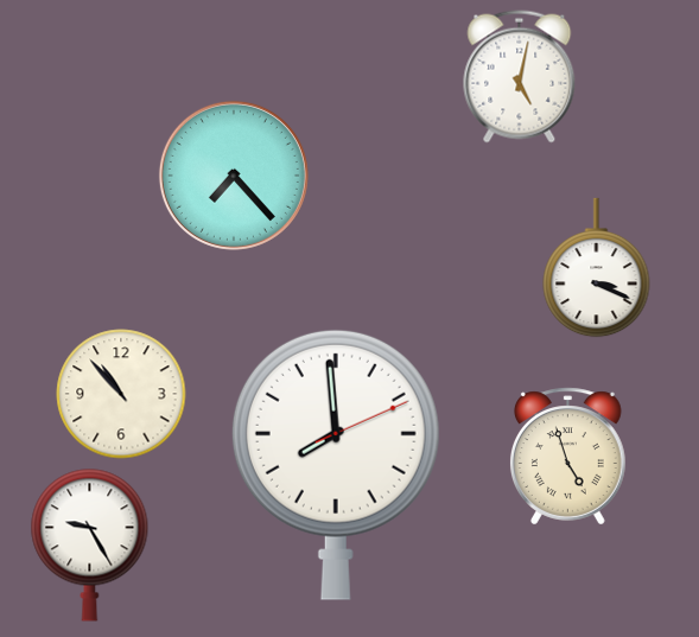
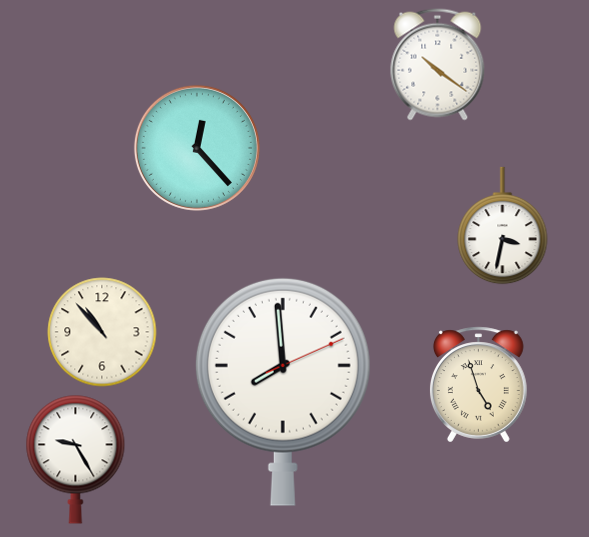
clock at (520, 77): 5:02 -> 10:21
clock at (234, 176): 7:23 -> 12:23
clock at (597, 268): 3:19 -> 3:32
